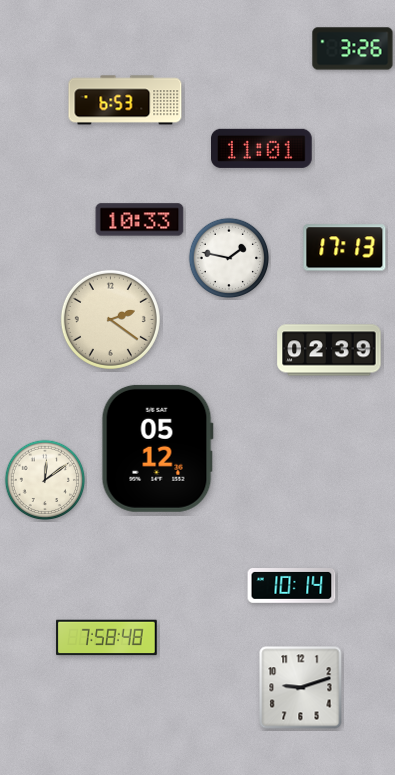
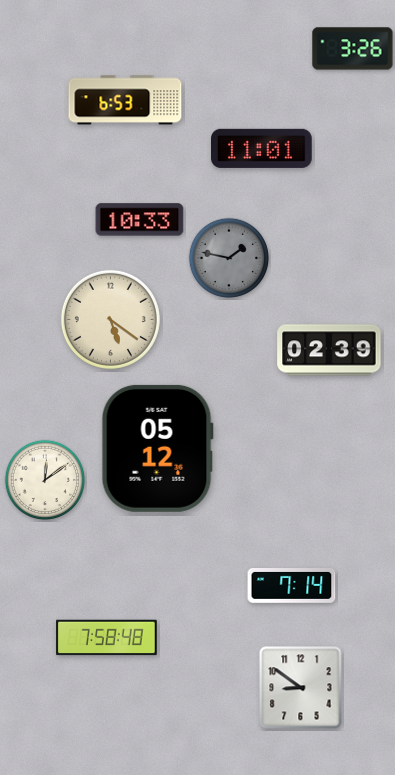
clock at (345, 248): 17:13 -> none
clock at (229, 258) dial: white -> grey
clock at (110, 319): 2:21 -> 5:21
clock at (292, 586): 10:14 -> 7:14
clock at (301, 688): 9:12 -> 8:51
